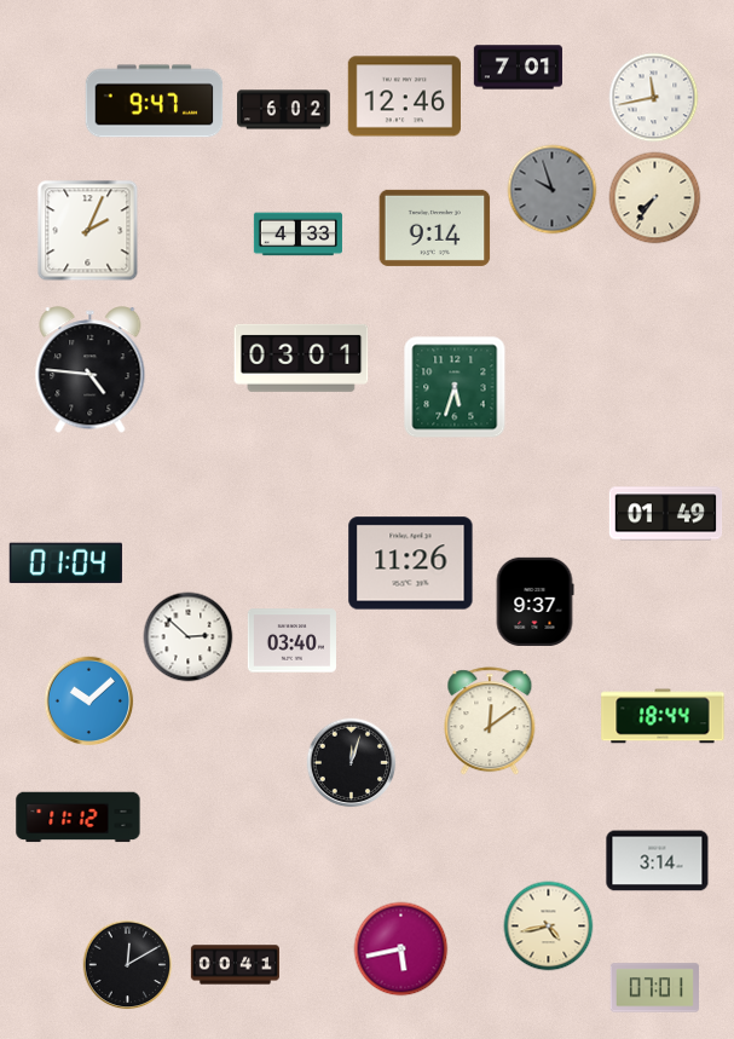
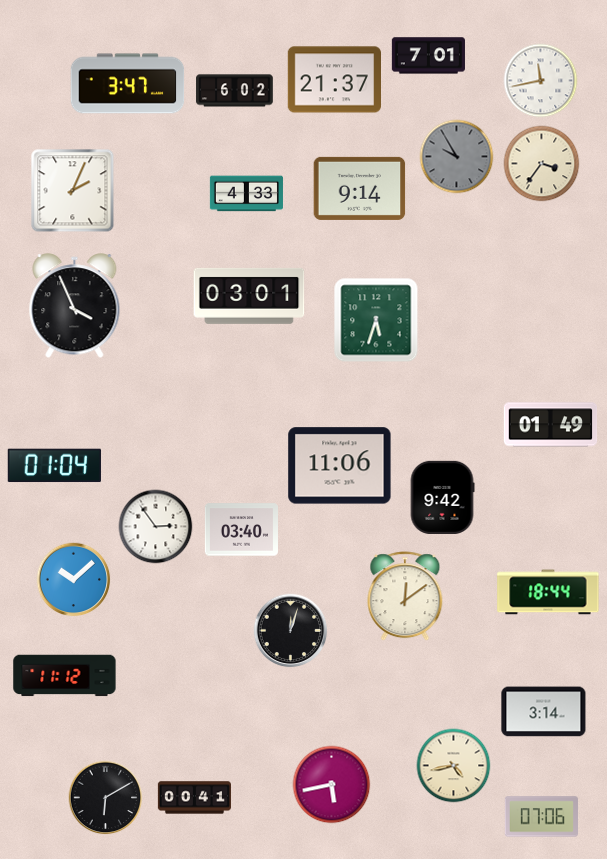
clock at (404, 97): 12:46 -> 21:37
clock at (155, 102): 9:47 -> 3:47
clock at (553, 190): 9:57 -> 9:55
clock at (655, 198): 7:36 -> 3:36
clock at (91, 370): 4:46 -> 3:56
clock at (411, 564): 11:26 -> 11:06
clock at (534, 601): 9:37 -> 9:42
clock at (189, 637): 2:52 -> 2:54
clock at (128, 965): 12:10 -> 6:10
clock at (654, 988): 07:01 -> 07:06
